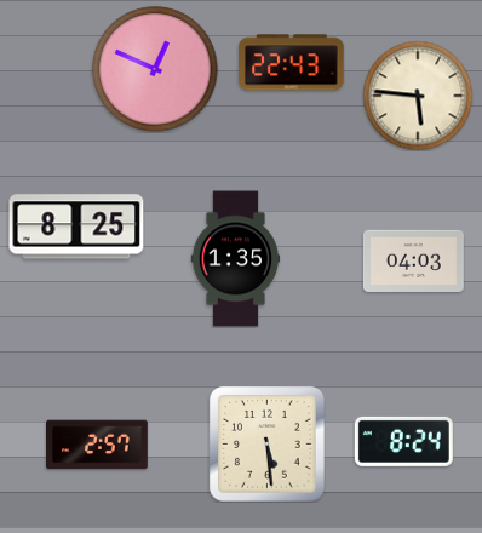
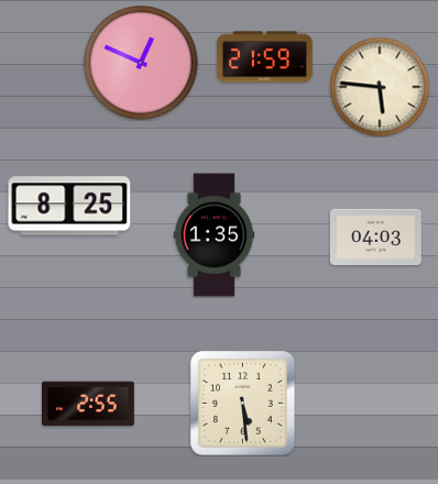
clock at (292, 63): 22:43 -> 21:59
clock at (403, 441): 8:24 -> none
clock at (98, 445): 2:57 -> 2:55
